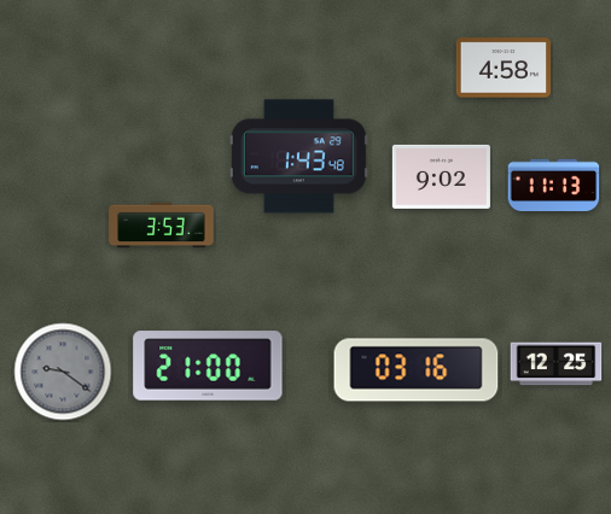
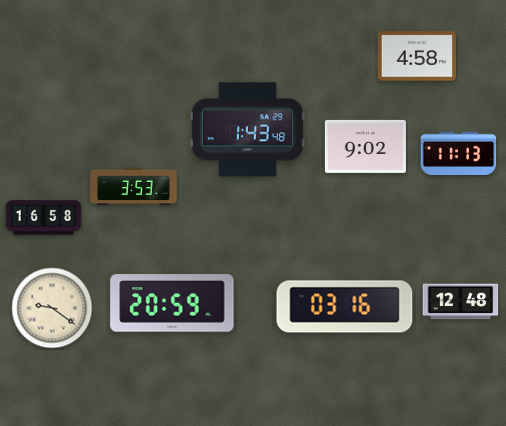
clock at (44, 218): none -> 16:58
clock at (557, 364): 12:25 -> 12:48
clock at (208, 366): 21:00 -> 20:59
clock at (63, 372) dial: grey -> cream
